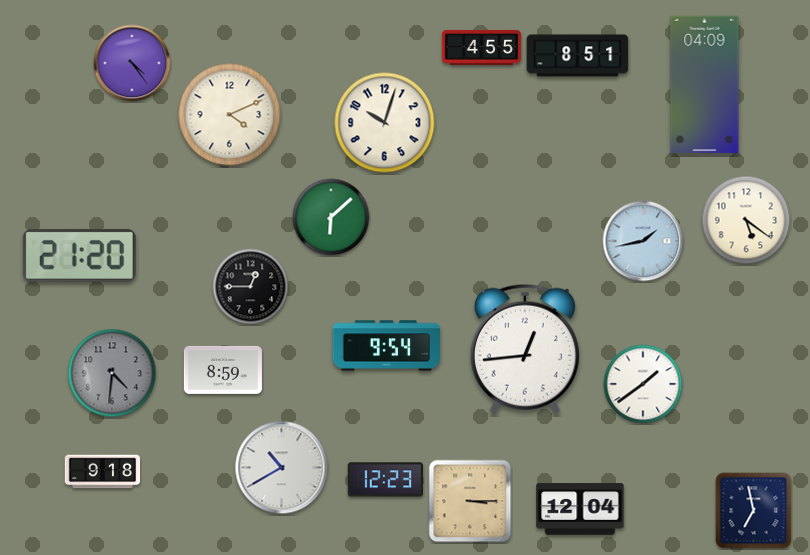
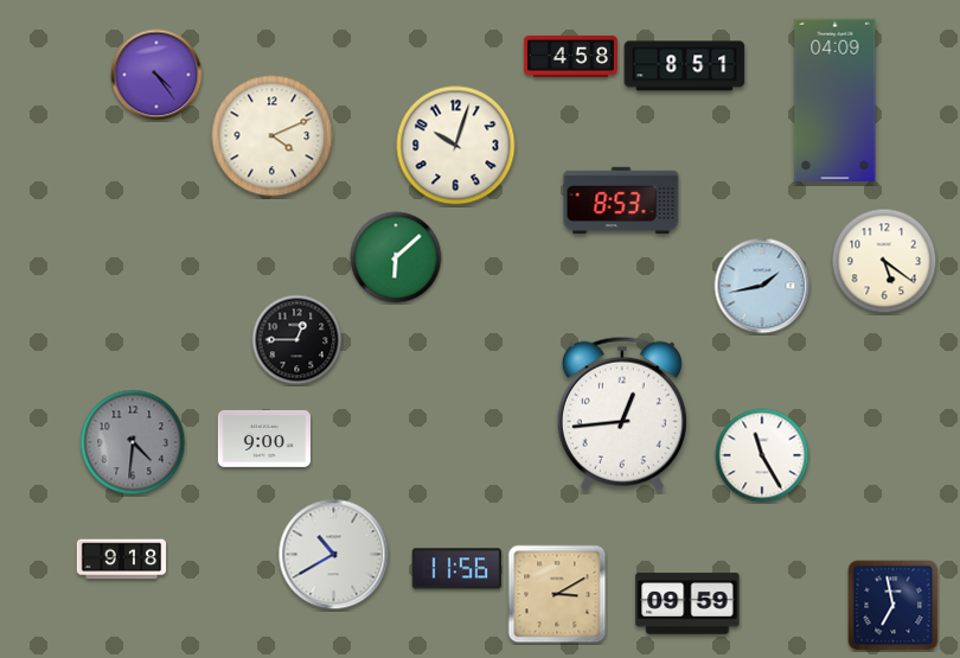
clock at (481, 47): 4:55 -> 4:58
clock at (621, 199): none -> 8:53
clock at (331, 217) position: (331, 217) -> (396, 257)
clock at (79, 255): 21:20 -> none
clock at (386, 346): 9:54 -> none
clock at (223, 370): 8:59 -> 9:00
clock at (643, 384): 1:39 -> 11:25
clock at (385, 480): 12:23 -> 11:56
clock at (470, 501): 3:15 -> 3:10
clock at (580, 509): 12:04 -> 09:59
